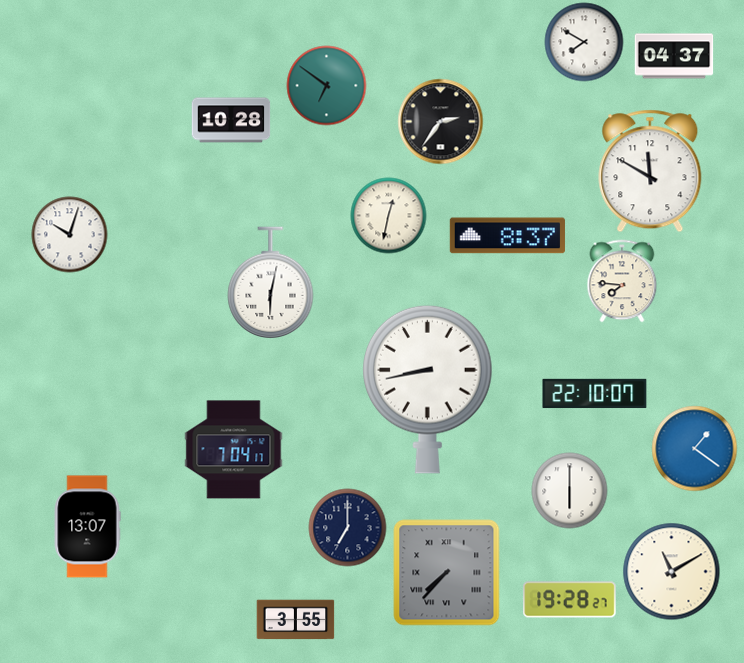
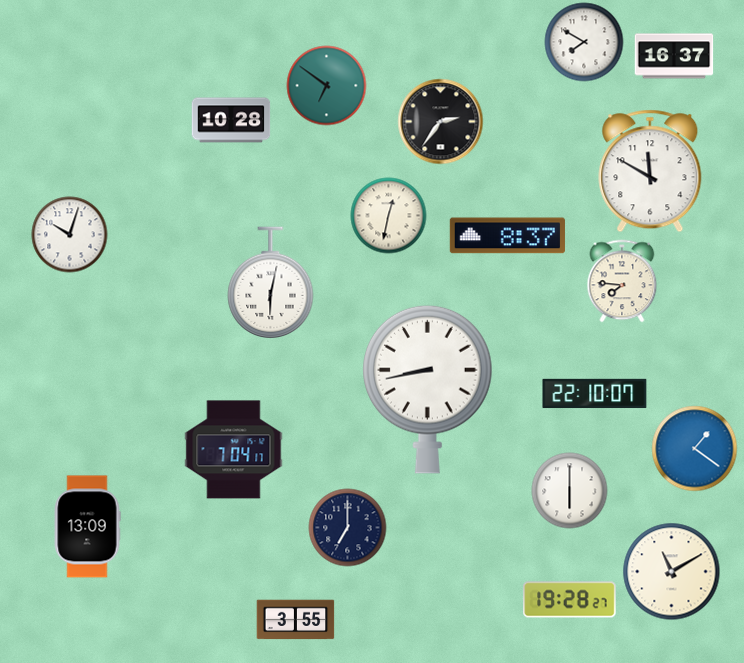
clock at (674, 56): 04:37 -> 16:37
clock at (87, 527): 13:07 -> 13:09
clock at (447, 573): 7:37 -> none
